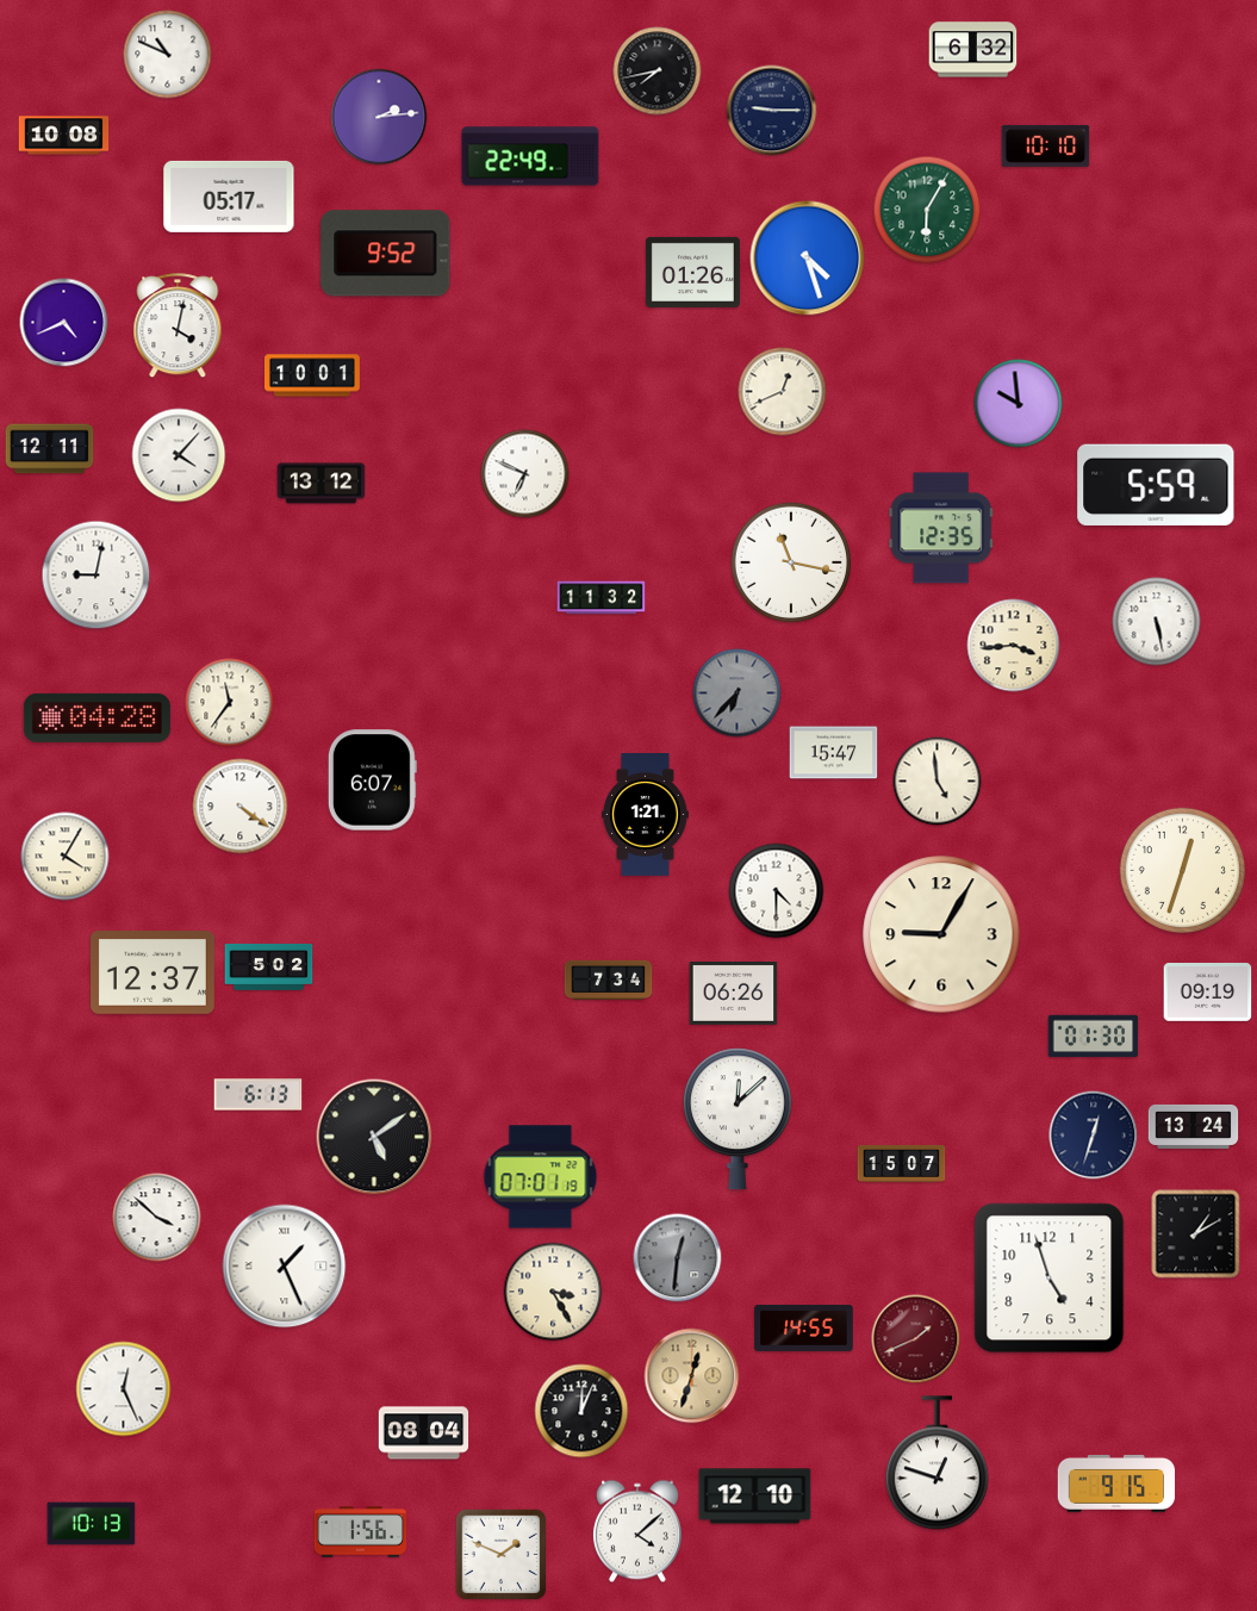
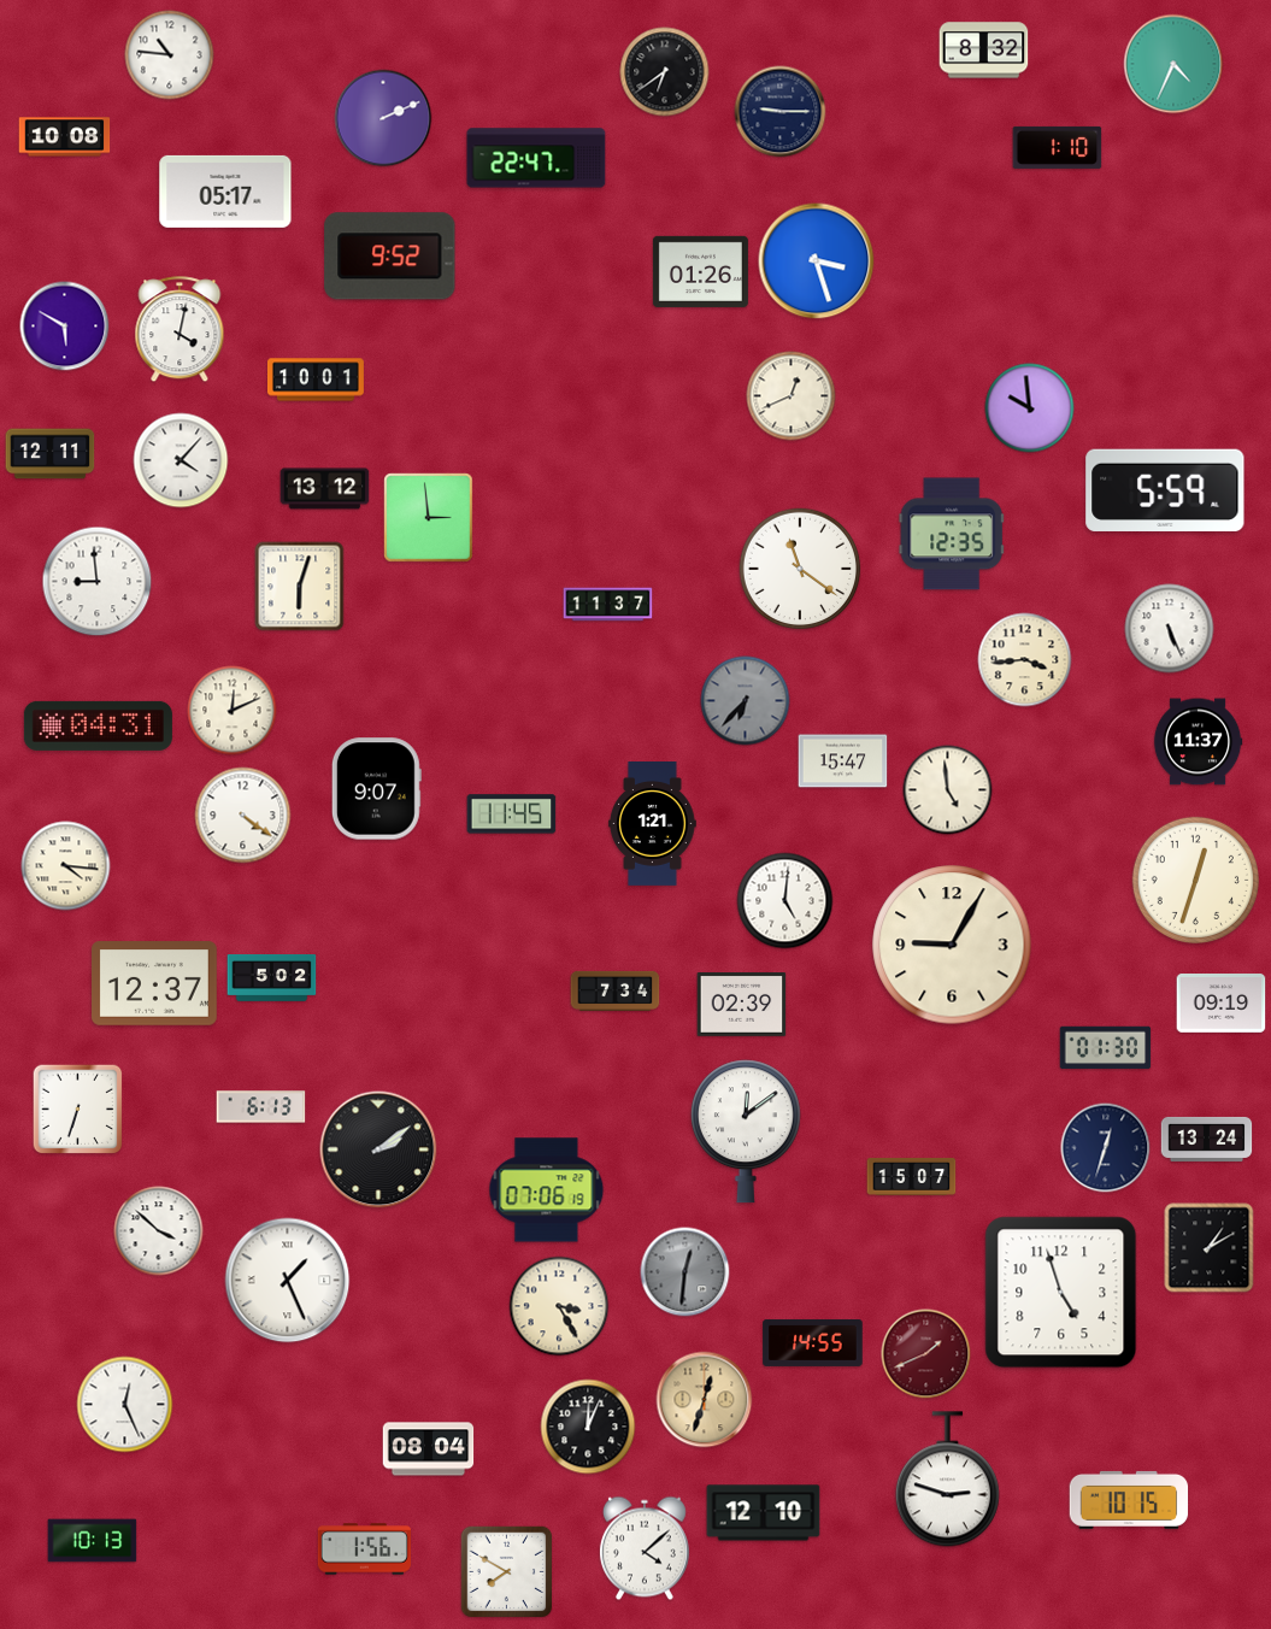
clock at (973, 50): 6:32 -> 8:32
clock at (168, 55): 10:49 -> 10:46
clock at (1173, 64): none -> 4:34
clock at (658, 71): 7:43 -> 6:39
clock at (379, 117): 2:14 -> 2:11
clock at (1046, 145): 10:10 -> 1:10
clock at (530, 156): 22:49 -> 22:47
clock at (229, 197) position: (229, 197) -> (225, 192)
clock at (927, 210): 6:05 -> none
clock at (808, 259): 4:27 -> 3:27
clock at (692, 272) position: (692, 272) -> (700, 271)
clock at (64, 323): 4:41 -> 5:50
clock at (525, 474): 6:49 -> none
clock at (1156, 485) position: (1156, 485) -> (1165, 490)
clock at (429, 518): none -> 2:59
clock at (791, 562): 11:17 -> 11:21
clock at (97, 576): 9:02 -> 8:59
clock at (300, 587): none -> 6:03
clock at (602, 598): 11:32 -> 11:37
clock at (1157, 622): 5:28 -> 5:26
clock at (1014, 646) position: (1014, 646) -> (1025, 660)
clock at (230, 703): 11:36 -> 12:11
clock at (97, 717): 04:28 -> 04:31
clock at (1198, 742): none -> 11:37
clock at (372, 780): 6:07 -> 9:07
clock at (512, 814): none -> 11:45
clock at (66, 857): 4:05 -> 4:16
clock at (777, 891): 4:30 -> 5:01
clock at (734, 994): 06:26 -> 02:39
clock at (78, 1110): none -> 6:33
clock at (738, 1119): 12:08 -> 12:09
clock at (374, 1137): 5:09 -> 2:09
clock at (541, 1177): 07:01 -> 07:06
clock at (692, 1376) position: (692, 1376) -> (705, 1400)
clock at (936, 1463): 12:48 -> 2:48
clock at (1116, 1484): 9:15 -> 10:15
clock at (502, 1555): 1:49 -> 7:50
